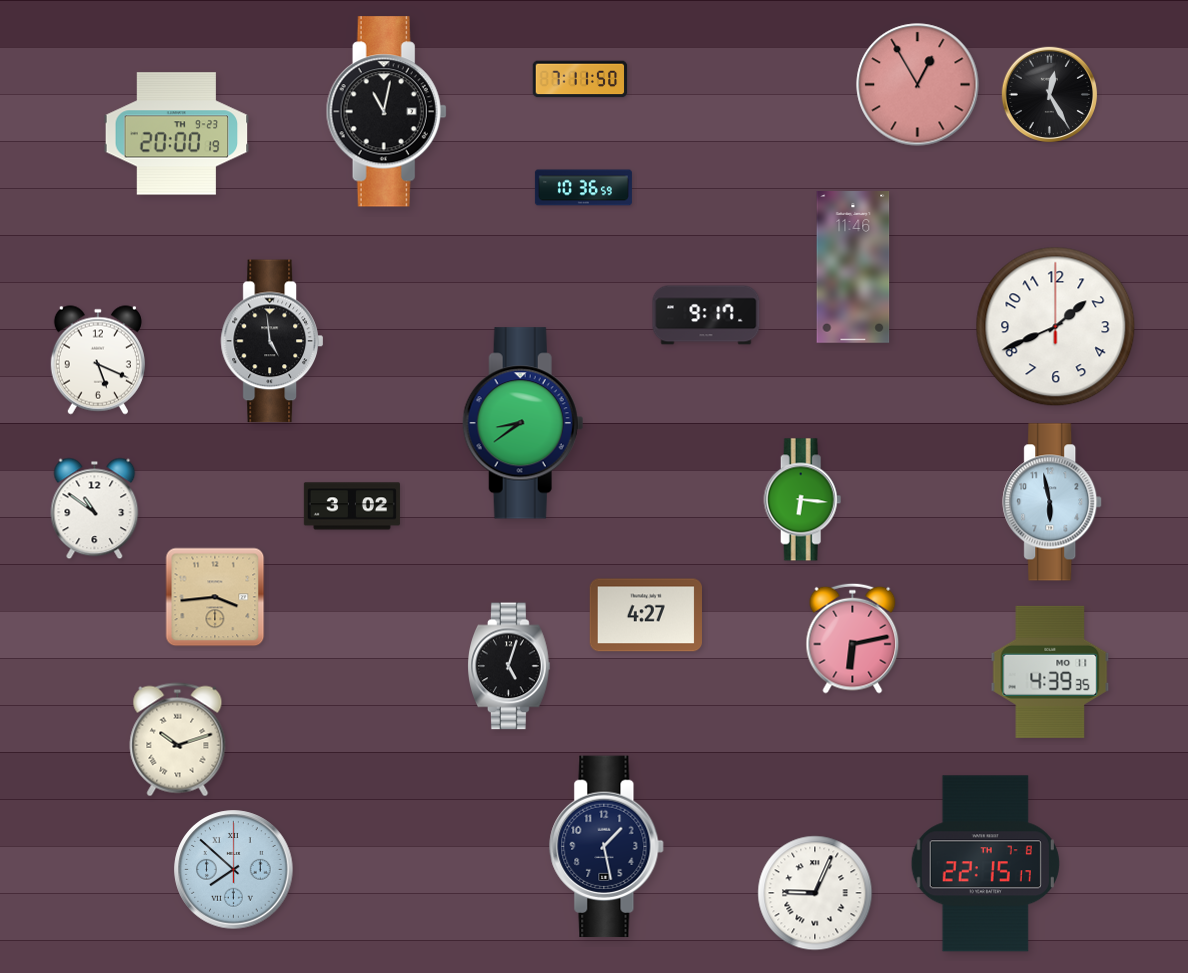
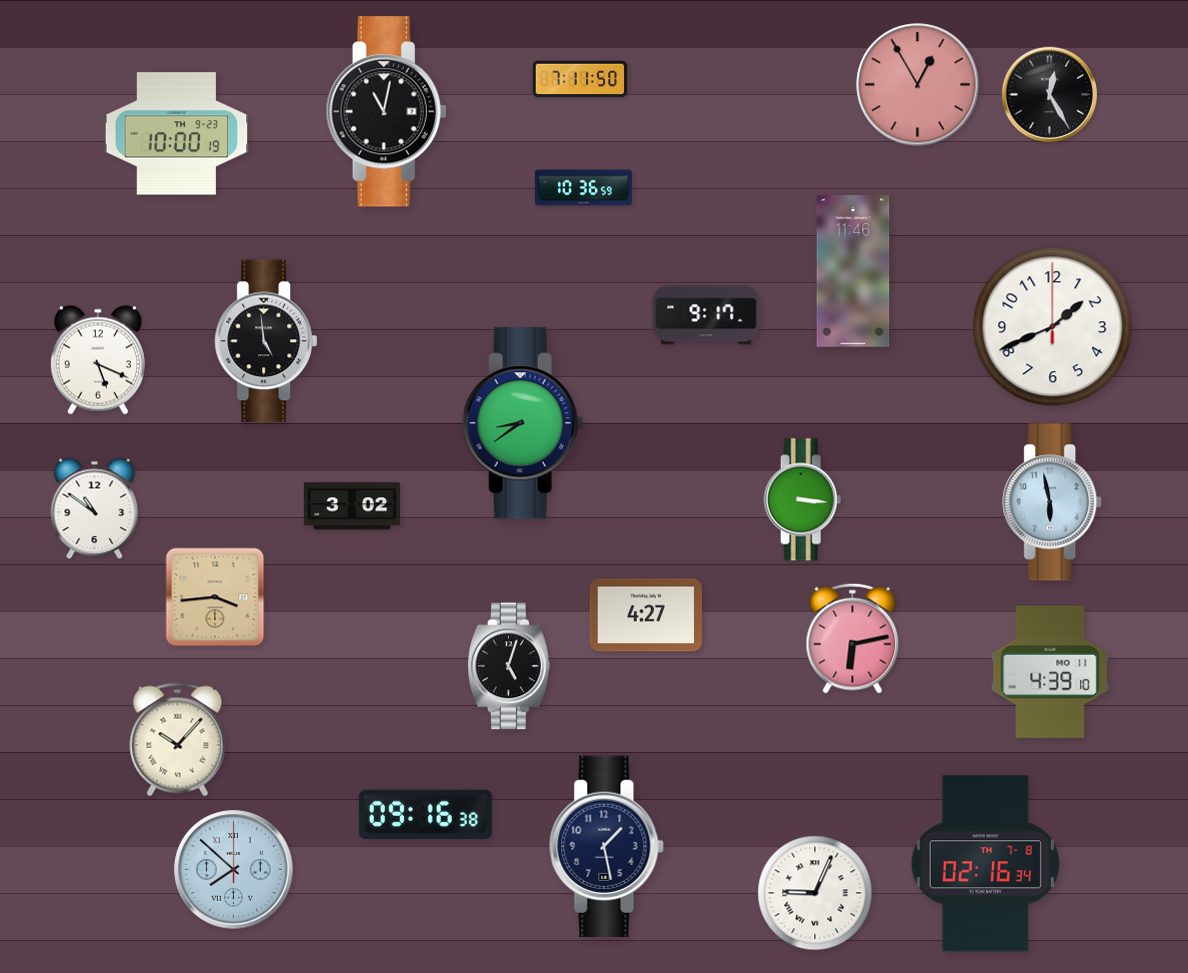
clock at (177, 134): 20:00 -> 10:00
clock at (853, 268) position: (853, 268) -> (853, 272)
clock at (1056, 327) position: (1056, 327) -> (1053, 327)
clock at (272, 341) position: (272, 341) -> (266, 341)
clock at (803, 500): 6:16 -> 3:16
clock at (1050, 672): 4:39:35 -> 4:39:10
clock at (178, 740): 10:12 -> 10:07
clock at (425, 815): none -> 09:16
clock at (985, 864): 22:15 -> 02:16
